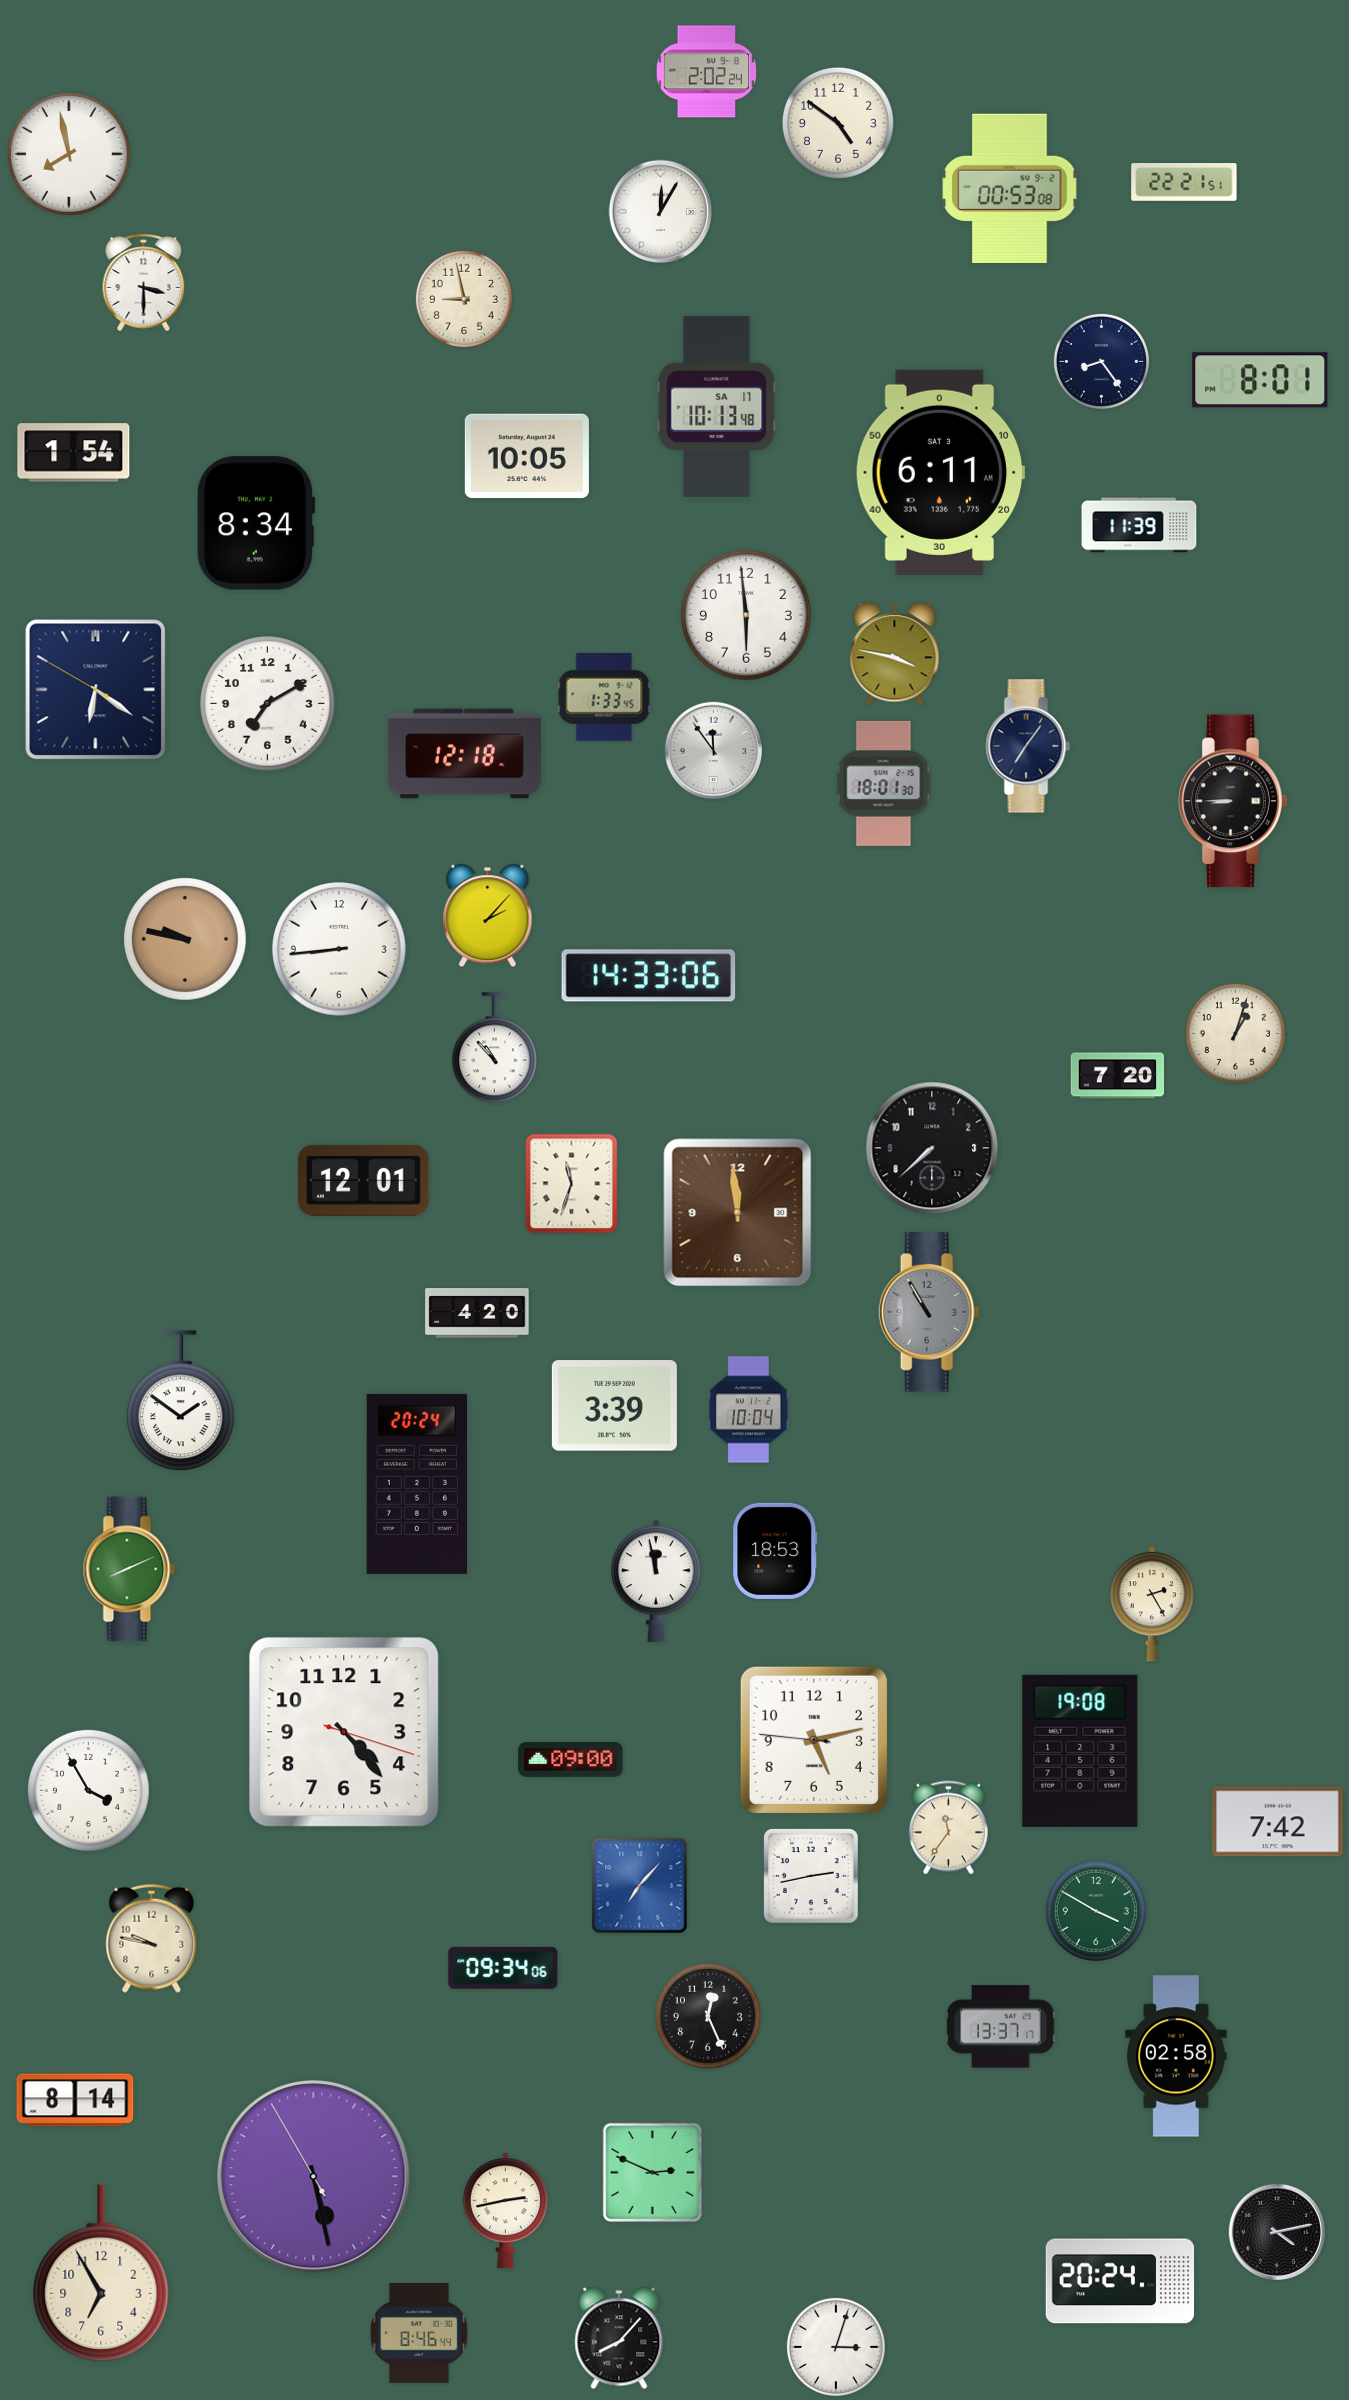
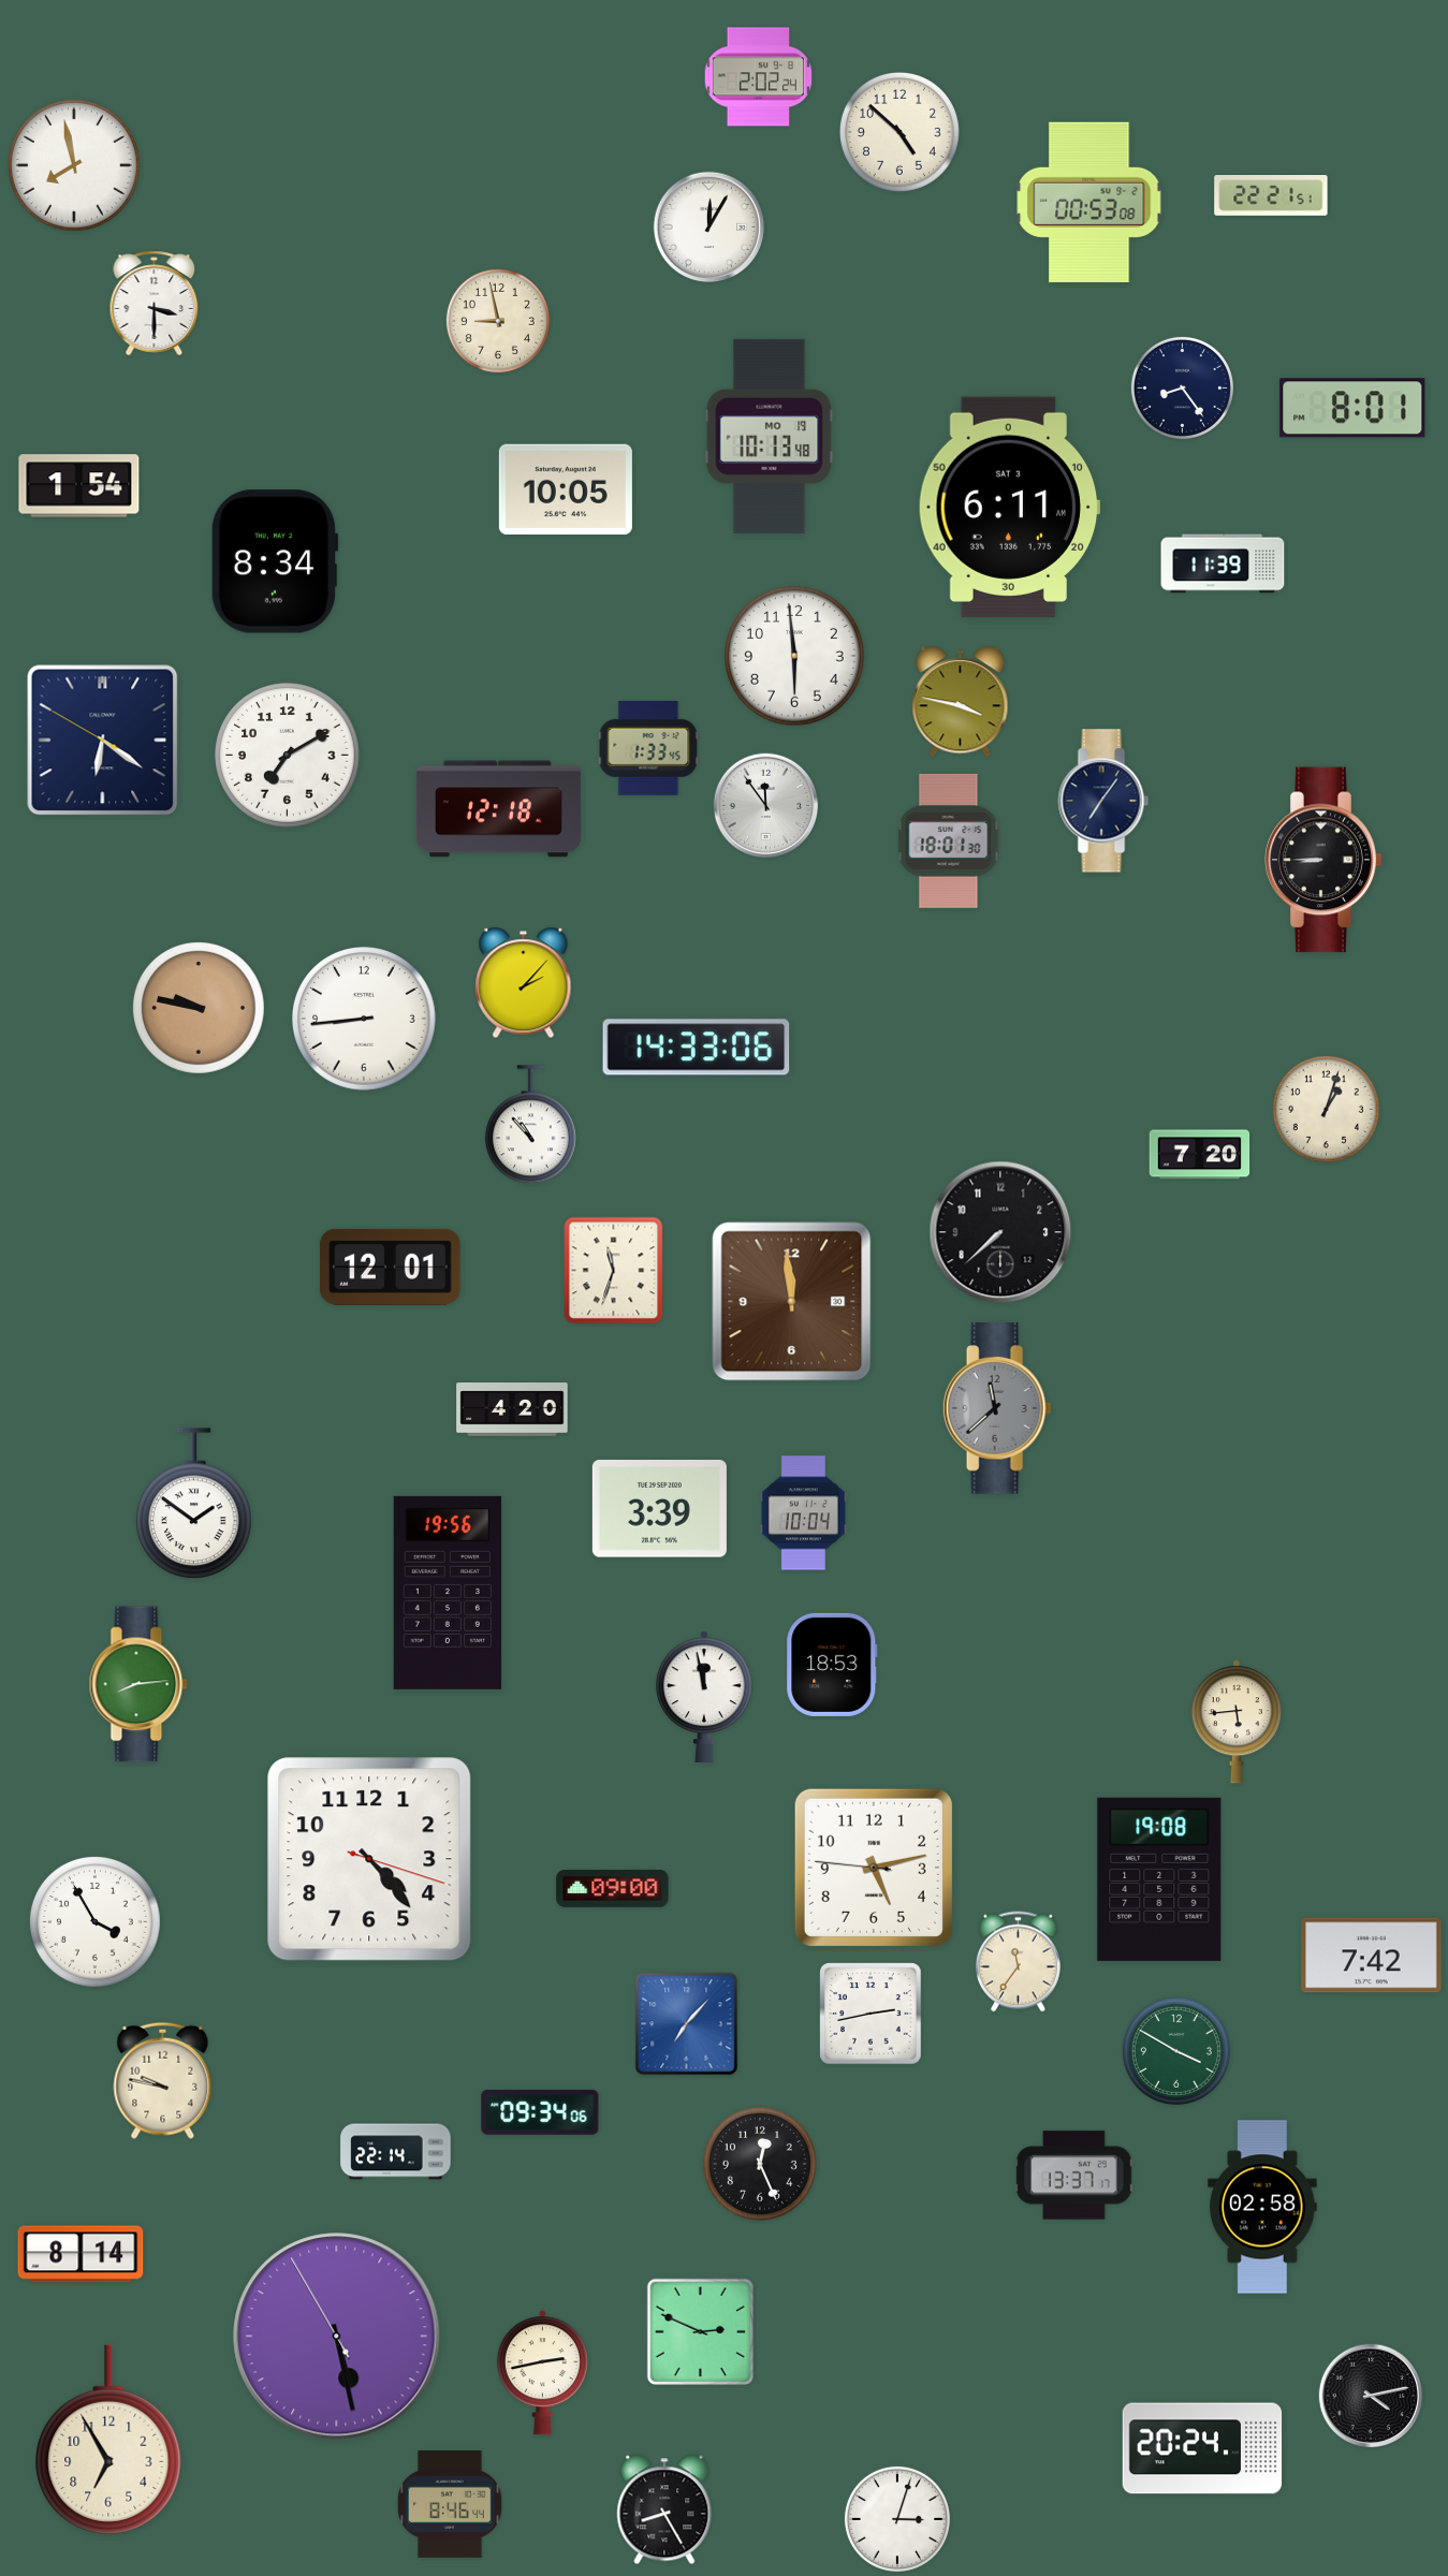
clock at (838, 123): 4:51 -> 4:52
clock at (1010, 188) position: (1010, 188) -> (1089, 202)
clock at (717, 406) date: SA 17 -> MO 19
clock at (747, 616) position: (747, 616) -> (795, 657)
clock at (929, 1312): 10:55 -> 11:38
clock at (416, 1484): 20:24 -> 19:56
clock at (129, 1569): 8:11 -> 8:14
clock at (1152, 1604): 2:25 -> 5:44
clock at (396, 2152): none -> 22:14
clock at (619, 2338): 8:07 -> 8:25
